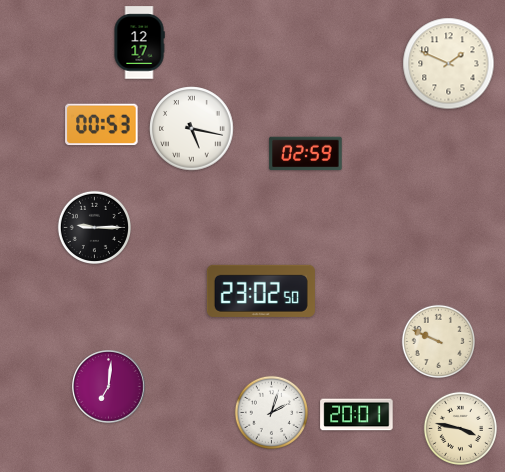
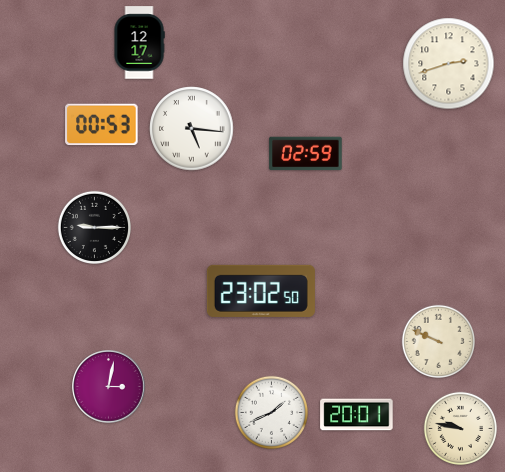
clock at (449, 64): 1:49 -> 2:42
clock at (192, 129): 5:17 -> 5:16
clock at (109, 387): 7:01 -> 3:02
clock at (271, 412): 2:03 -> 1:41
clock at (460, 428): 3:47 -> 9:47
